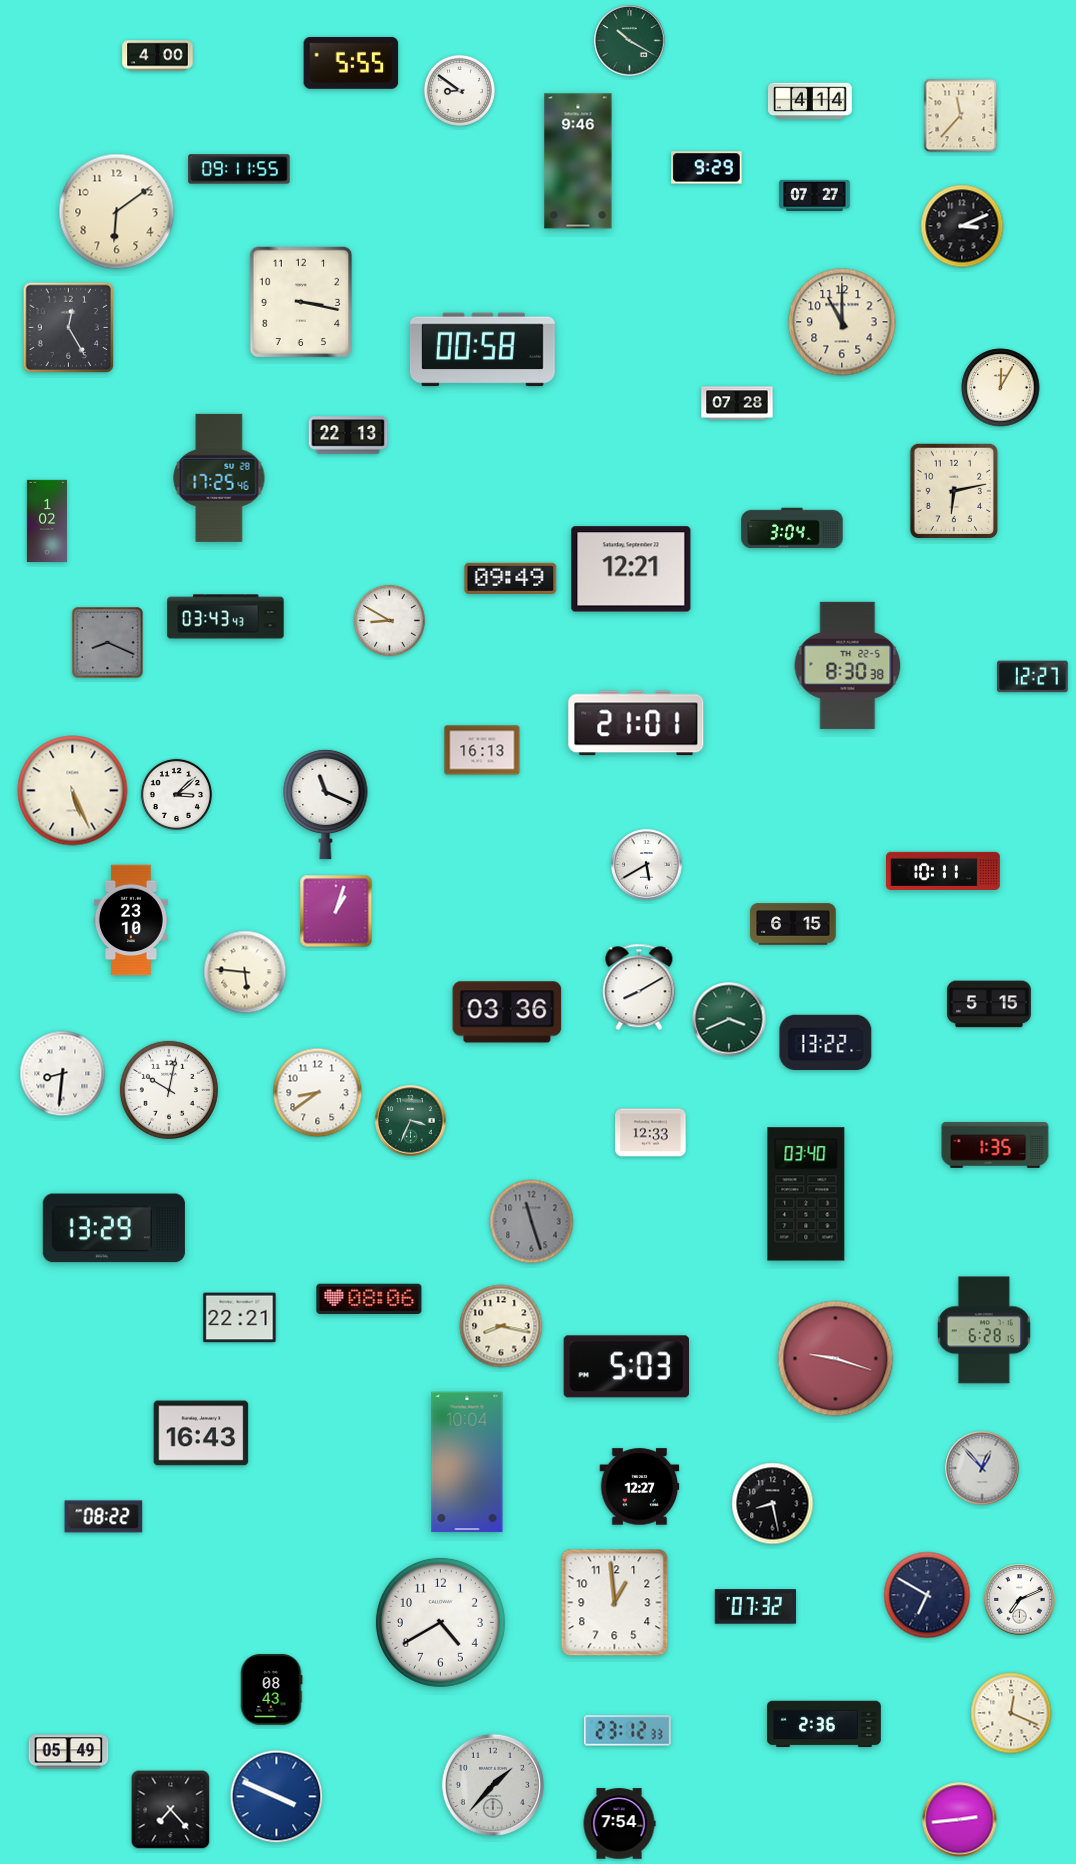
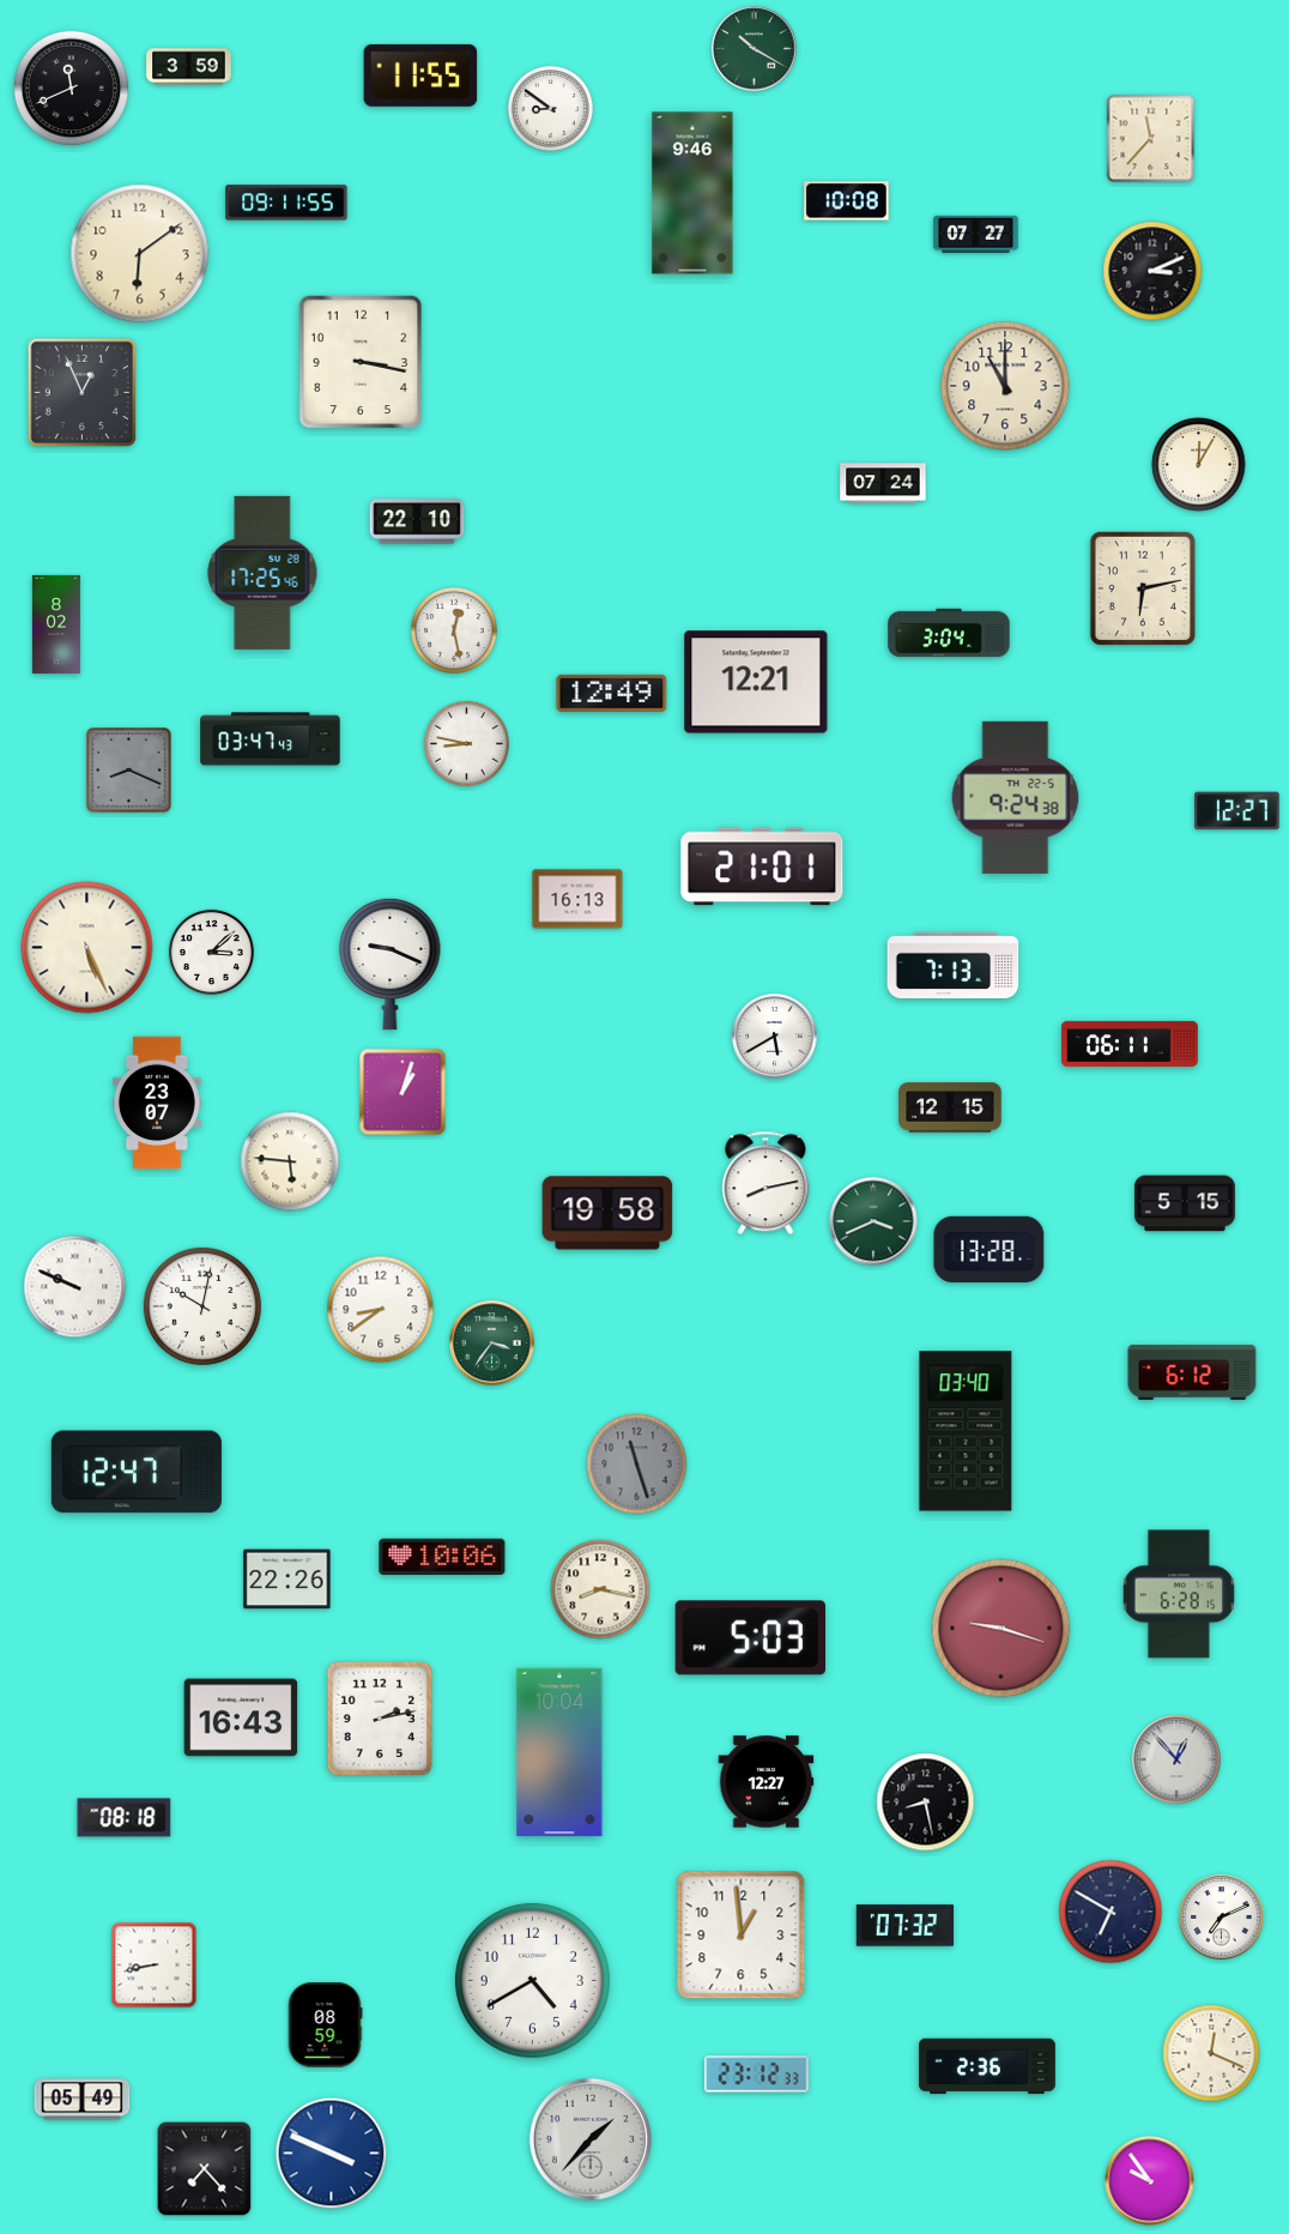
clock at (158, 56): 4:00 -> 3:59
clock at (351, 63): 5:55 -> 11:55
clock at (72, 89): none -> 11:41
clock at (810, 101): 4:14 -> none
clock at (707, 168): 9:29 -> 10:08
clock at (842, 322) position: (842, 322) -> (1005, 386)
clock at (68, 327): 12:25 -> 12:56
clock at (482, 350): 00:58 -> none
clock at (737, 403): 07:28 -> 07:24
clock at (348, 435): 22:13 -> 22:10
clock at (47, 521): 1:02 -> 8:02
clock at (454, 630): none -> 12:28
clock at (511, 578): 09:49 -> 12:49
clock at (226, 617): 03:43 -> 03:47
clock at (389, 620): 8:50 -> 8:47
clock at (848, 665): 8:30 -> 9:24
clock at (326, 804): 11:19 -> 9:19
clock at (954, 965): none -> 7:13
clock at (943, 871): 10:11 -> 06:11
clock at (131, 920): 23:10 -> 23:07
clock at (793, 924): 6:15 -> 12:15
clock at (245, 972) position: (245, 972) -> (290, 1161)
clock at (639, 987): 8:10 -> 8:13
clock at (507, 1012): 03:36 -> 19:58
clock at (826, 1042): 13:22 -> 13:28
clock at (63, 1074): 8:31 -> 9:49
clock at (411, 1121): 3:34 -> 3:36
clock at (651, 1133): 12:33 -> none
clock at (995, 1145): 1:35 -> 6:12
clock at (114, 1228): 13:29 -> 12:47
clock at (369, 1299): 08:06 -> 10:06
clock at (240, 1318): 22:21 -> 22:26
clock at (380, 1717): none -> 2:13
clock at (104, 1517): 08:22 -> 08:18
clock at (615, 1603) position: (615, 1603) -> (742, 1936)
clock at (440, 1622) position: (440, 1622) -> (532, 1980)
clock at (155, 1966): none -> 8:43
clock at (271, 1690): 08:43 -> 08:59
clock at (628, 1731) position: (628, 1731) -> (757, 2075)
clock at (960, 1820): 2:44 -> 9:54
clock at (619, 1824): 7:54 -> none
